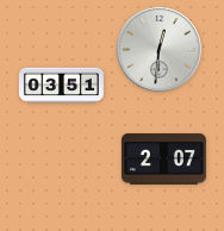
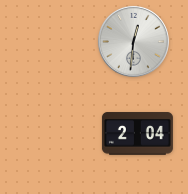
clock at (61, 86): 03:51 -> none
clock at (163, 160): 2:07 -> 2:04
